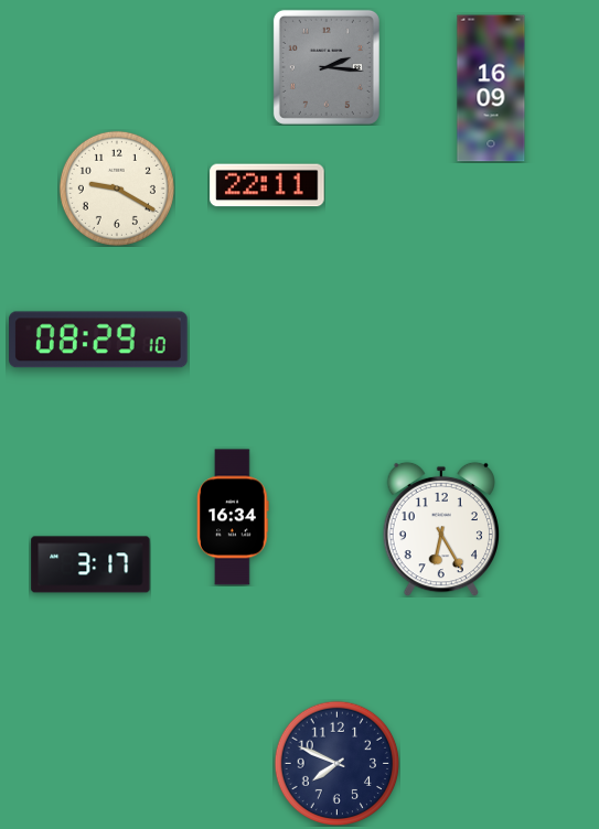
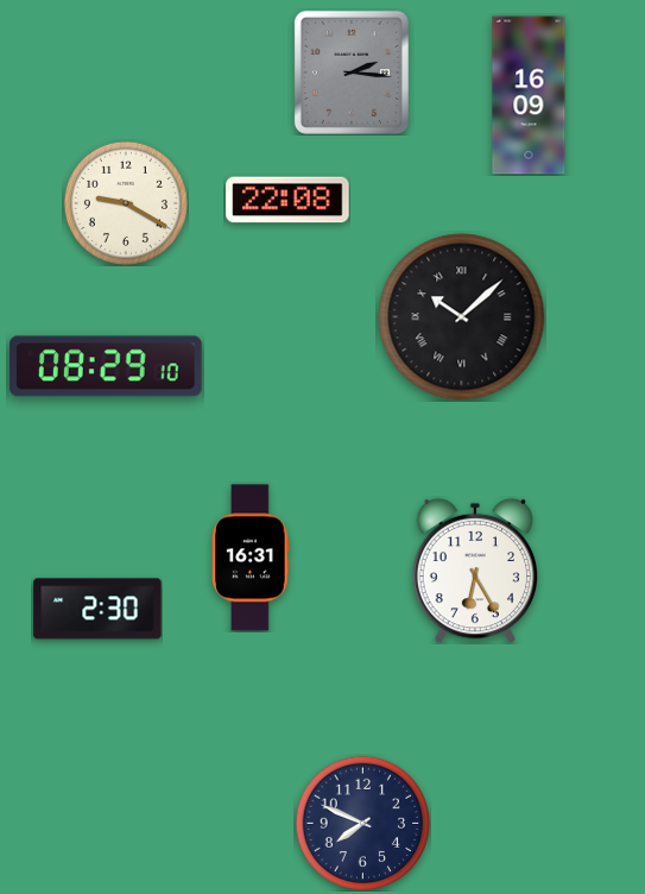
clock at (267, 185): 22:11 -> 22:08
clock at (462, 317): none -> 10:08
clock at (233, 517): 16:34 -> 16:31
clock at (90, 564): 3:17 -> 2:30
